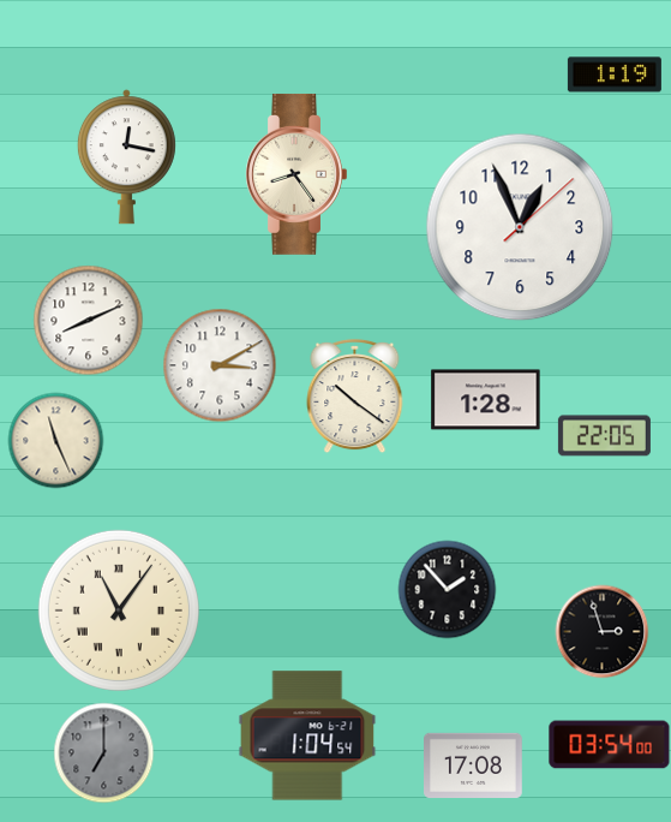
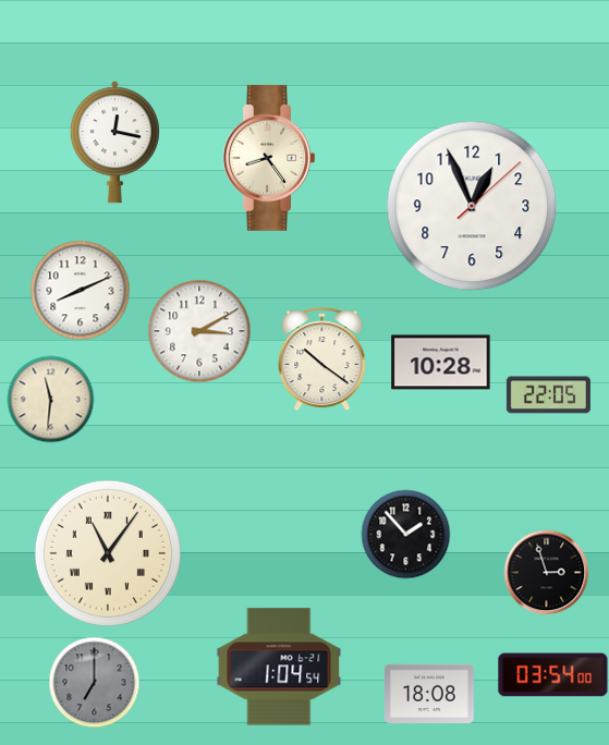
clock at (615, 75): 1:19 -> none
clock at (486, 400): 1:28 -> 10:28
clock at (55, 440): 11:26 -> 11:31
clock at (474, 764): 17:08 -> 18:08
